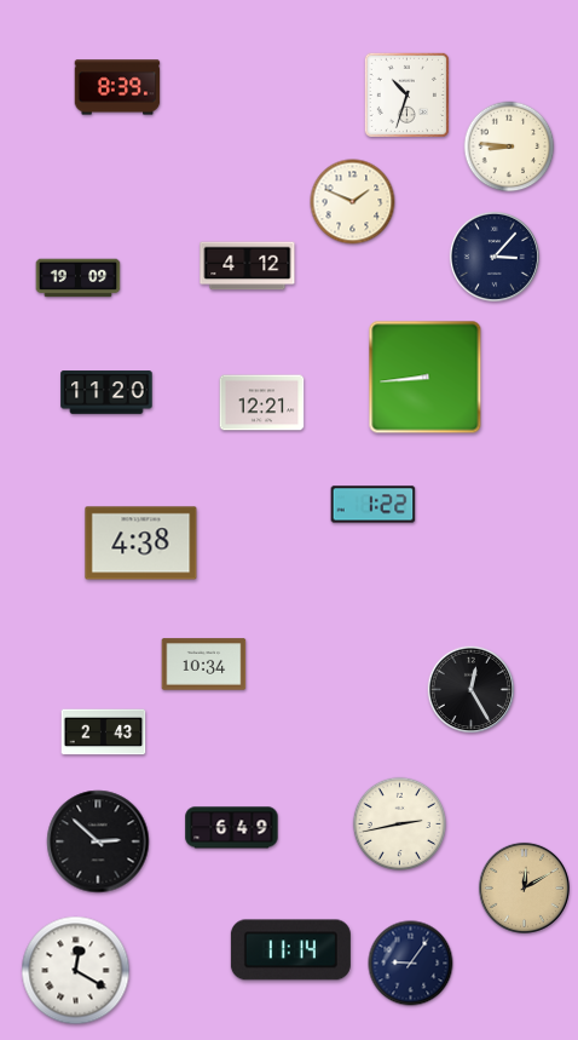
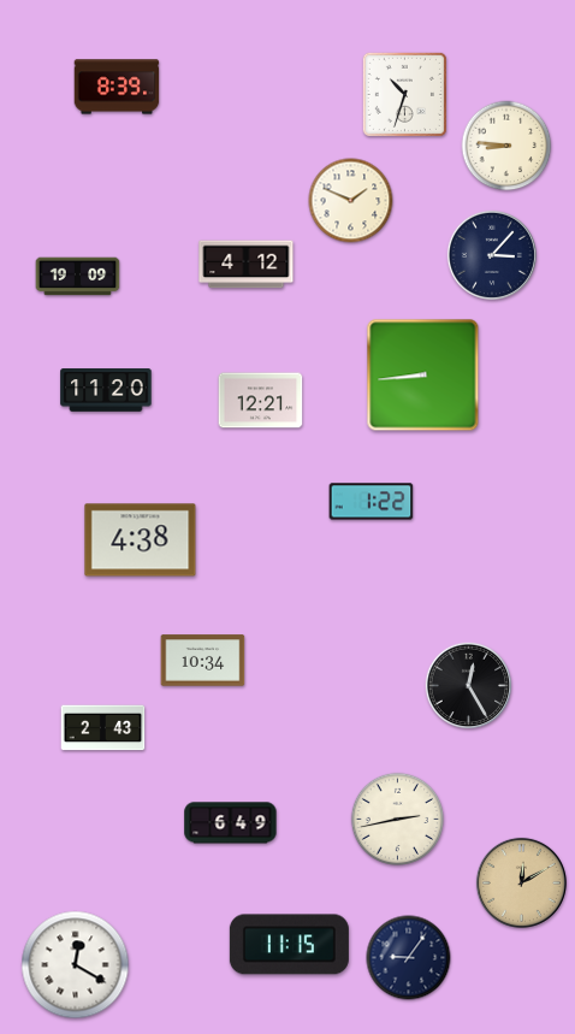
clock at (98, 841): 2:52 -> none
clock at (290, 950): 11:14 -> 11:15
